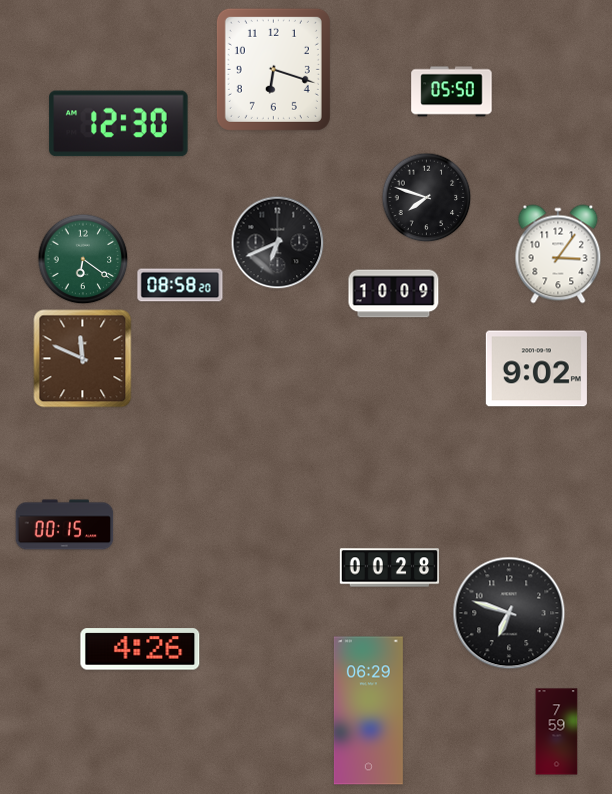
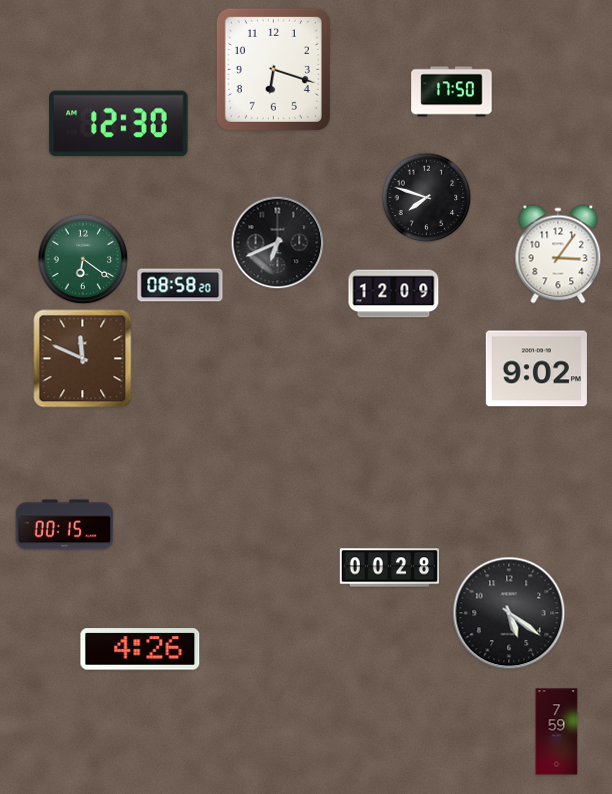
clock at (452, 92): 05:50 -> 17:50
clock at (394, 294): 10:09 -> 12:09
clock at (509, 613): 6:48 -> 5:21
clock at (368, 711): 06:29 -> none
